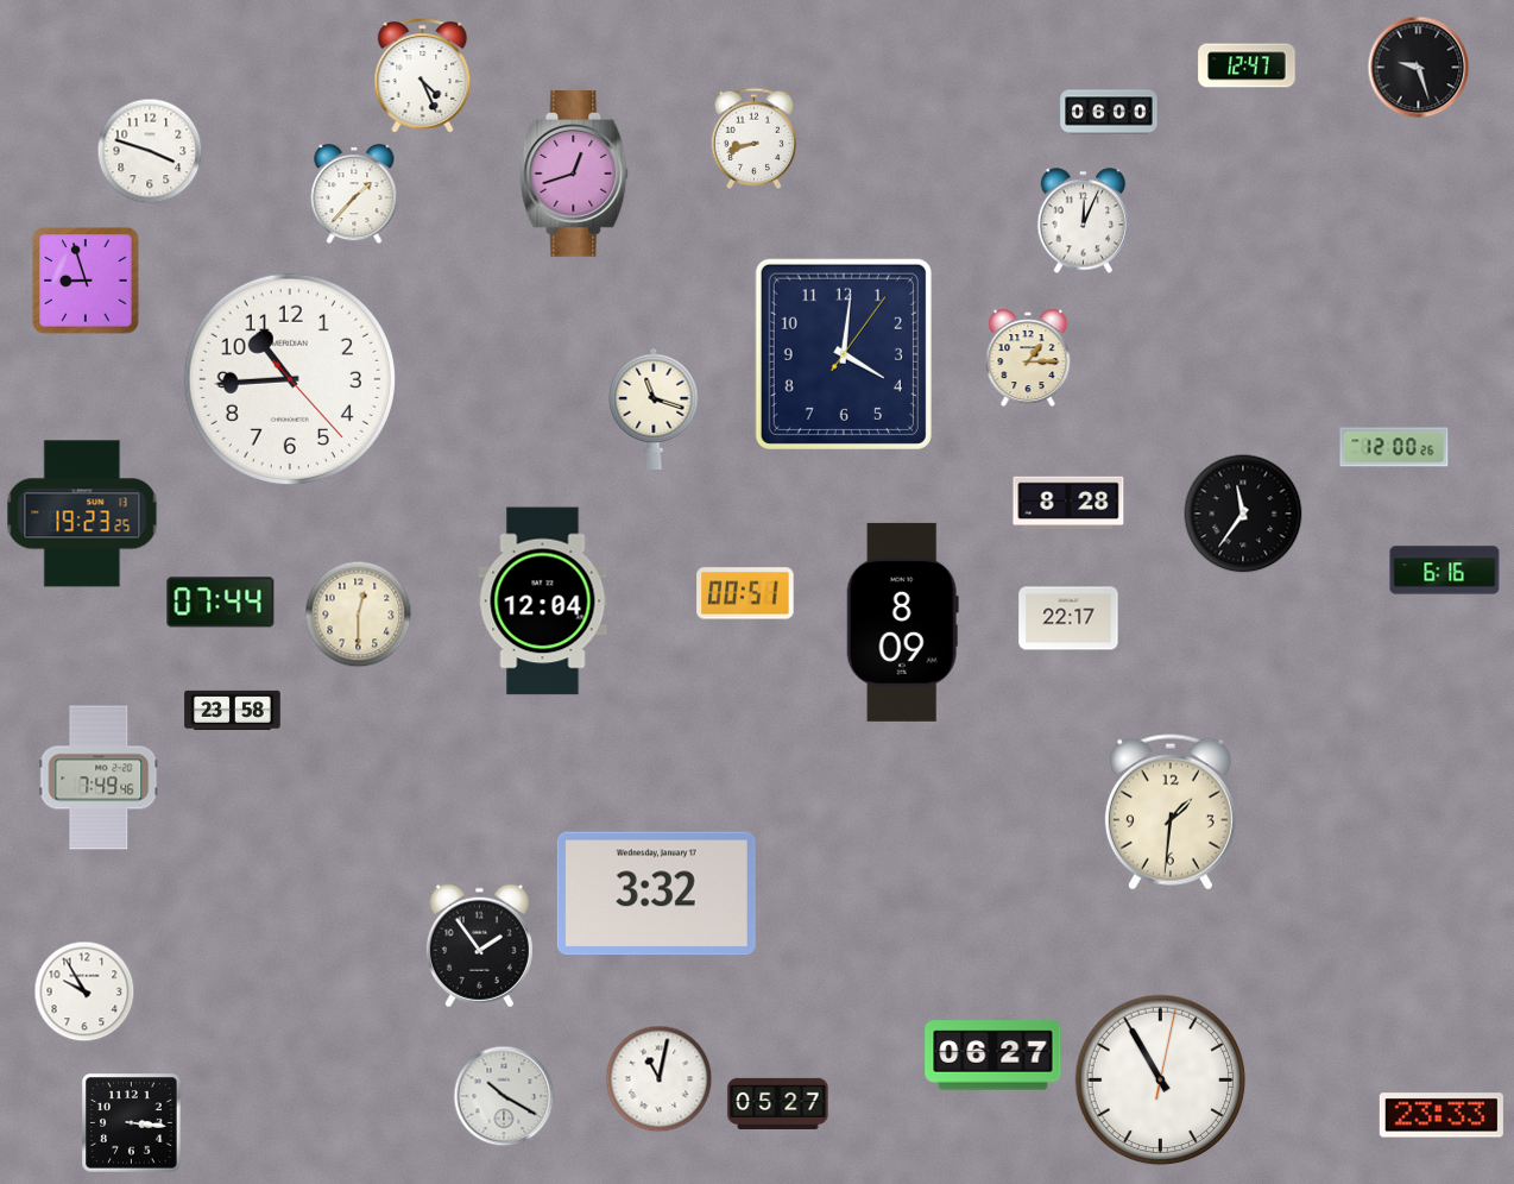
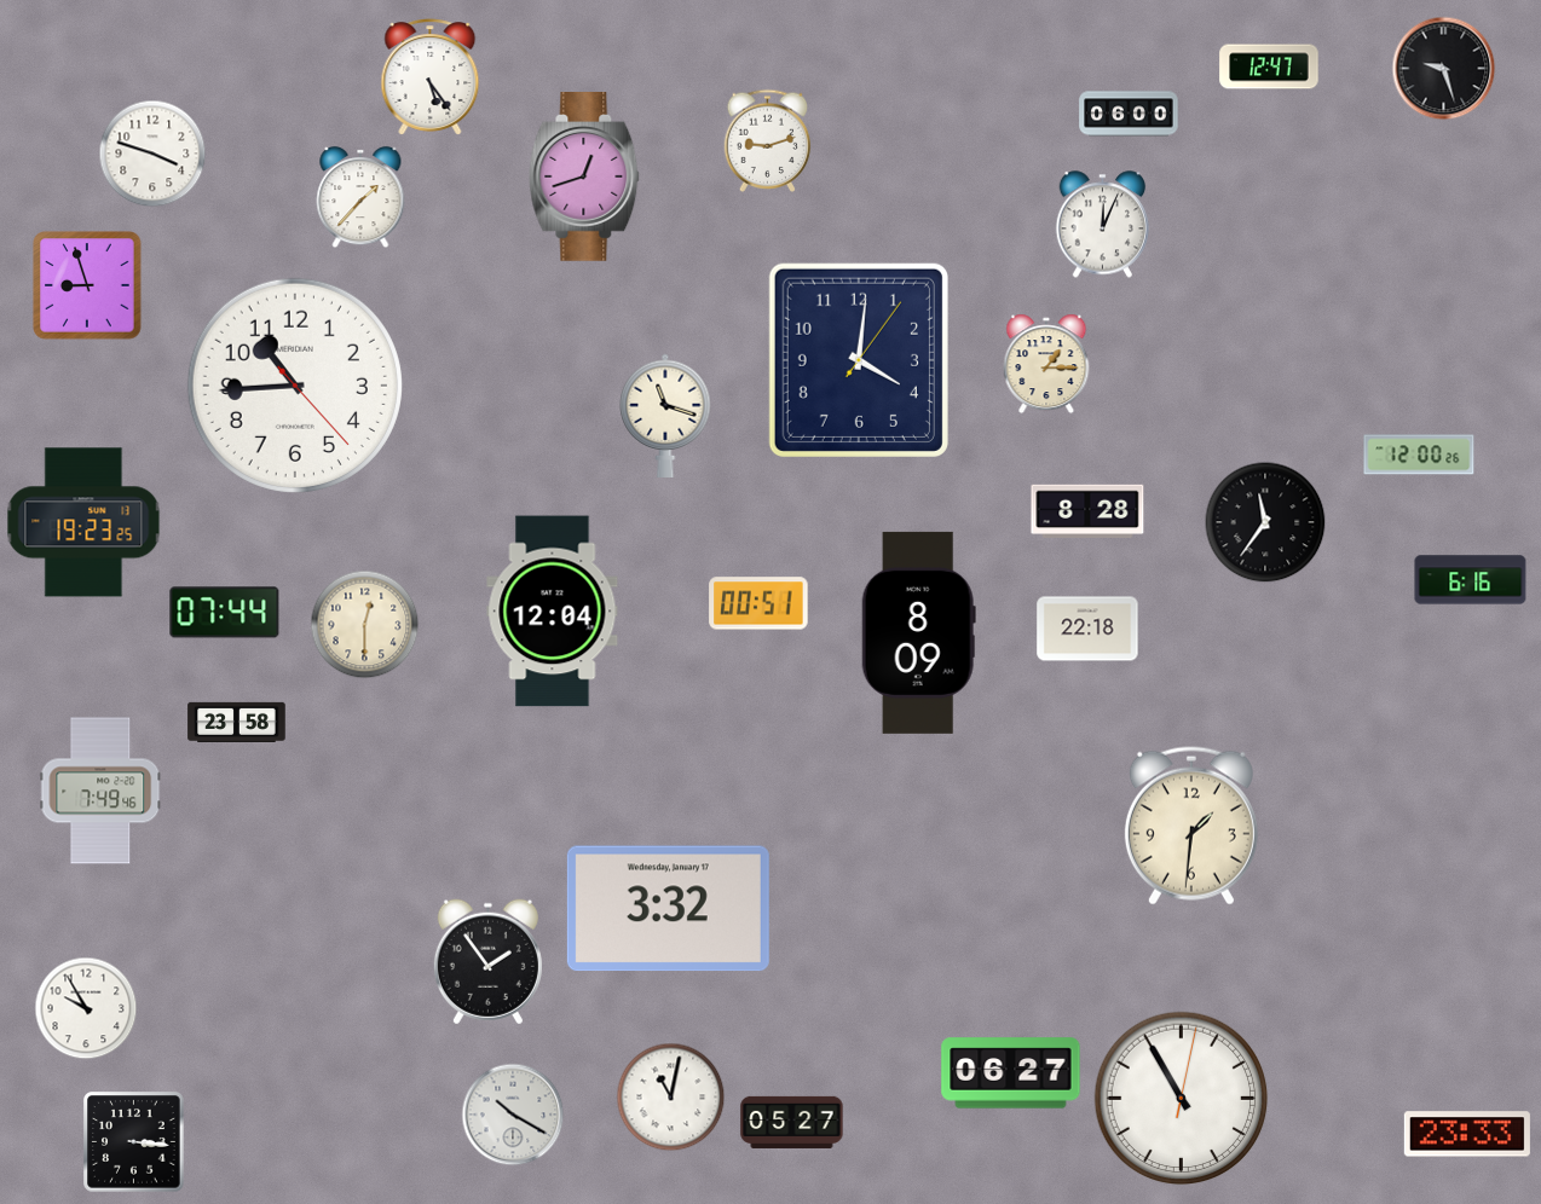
clock at (423, 76): 4:26 -> 5:24
clock at (755, 138): 8:42 -> 9:12
clock at (1068, 618): 22:17 -> 22:18
